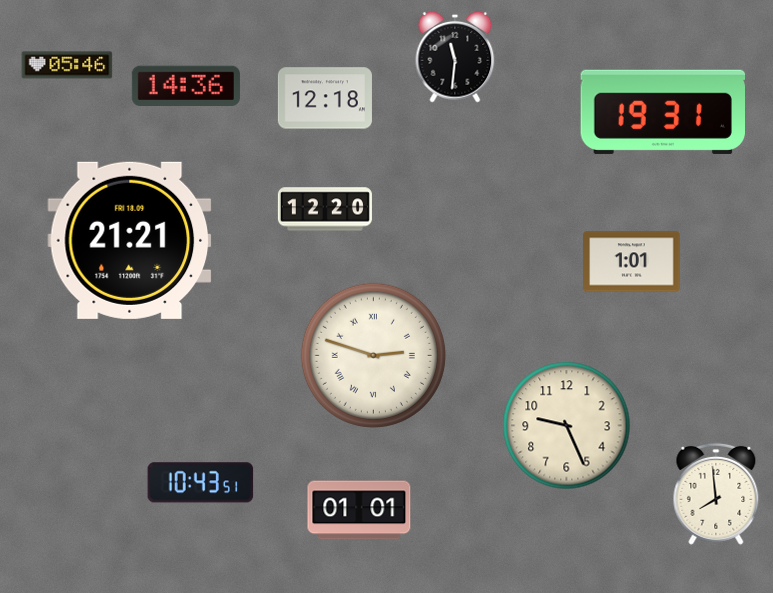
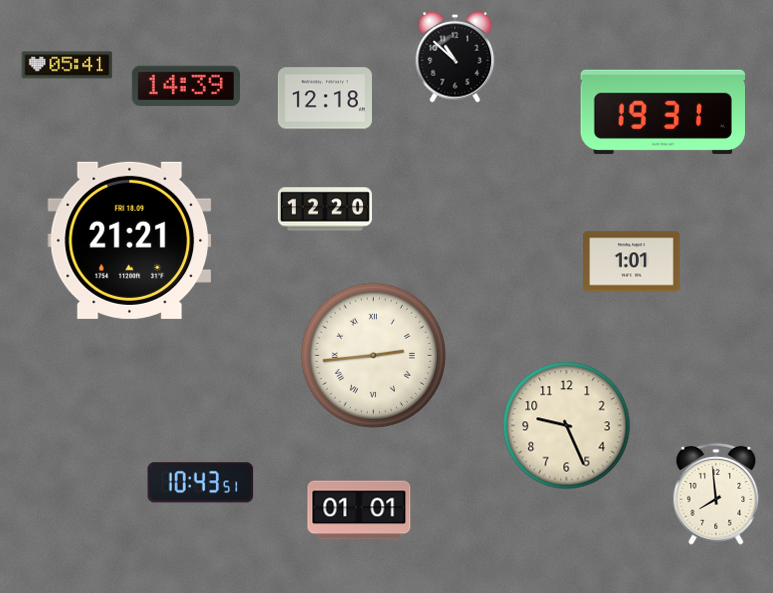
clock at (455, 57): 11:31 -> 10:52
clock at (67, 65): 05:46 -> 05:41
clock at (186, 86): 14:36 -> 14:39
clock at (373, 355): 2:48 -> 2:44
